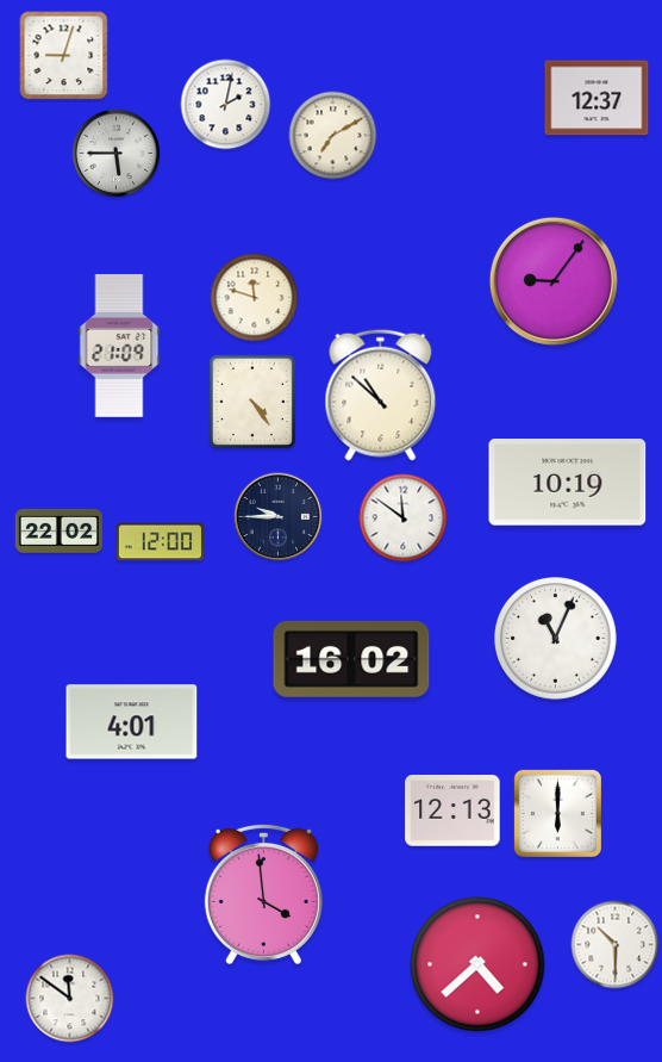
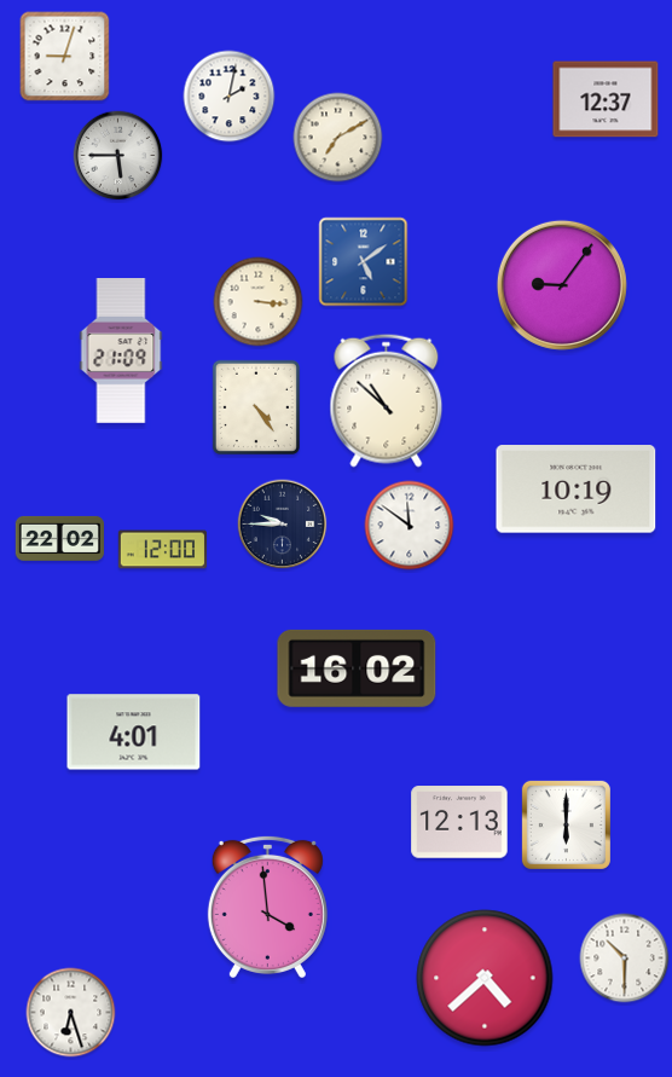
clock at (226, 105) position: (226, 105) -> (230, 97)
clock at (364, 262): none -> 5:09
clock at (255, 298): 11:48 -> 3:16
clock at (556, 639): 11:04 -> none
clock at (70, 999): 11:51 -> 6:27
